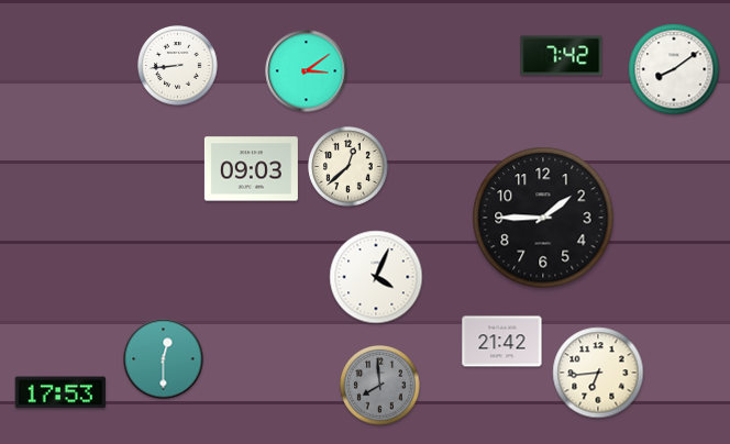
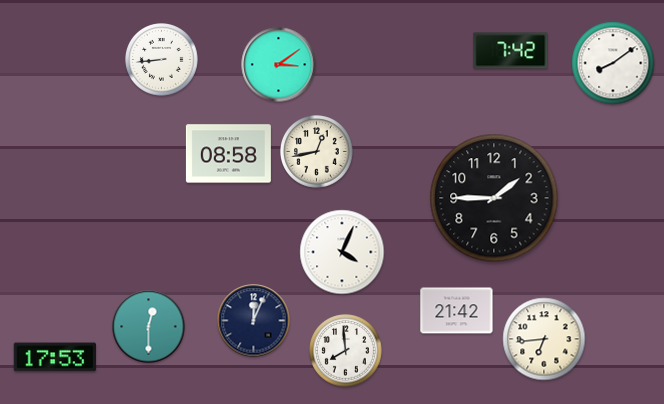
clock at (349, 167): 12:38 -> 12:43
clock at (251, 169): 09:03 -> 08:58
clock at (254, 321): none -> 12:04
clock at (380, 386) dial: grey -> white
